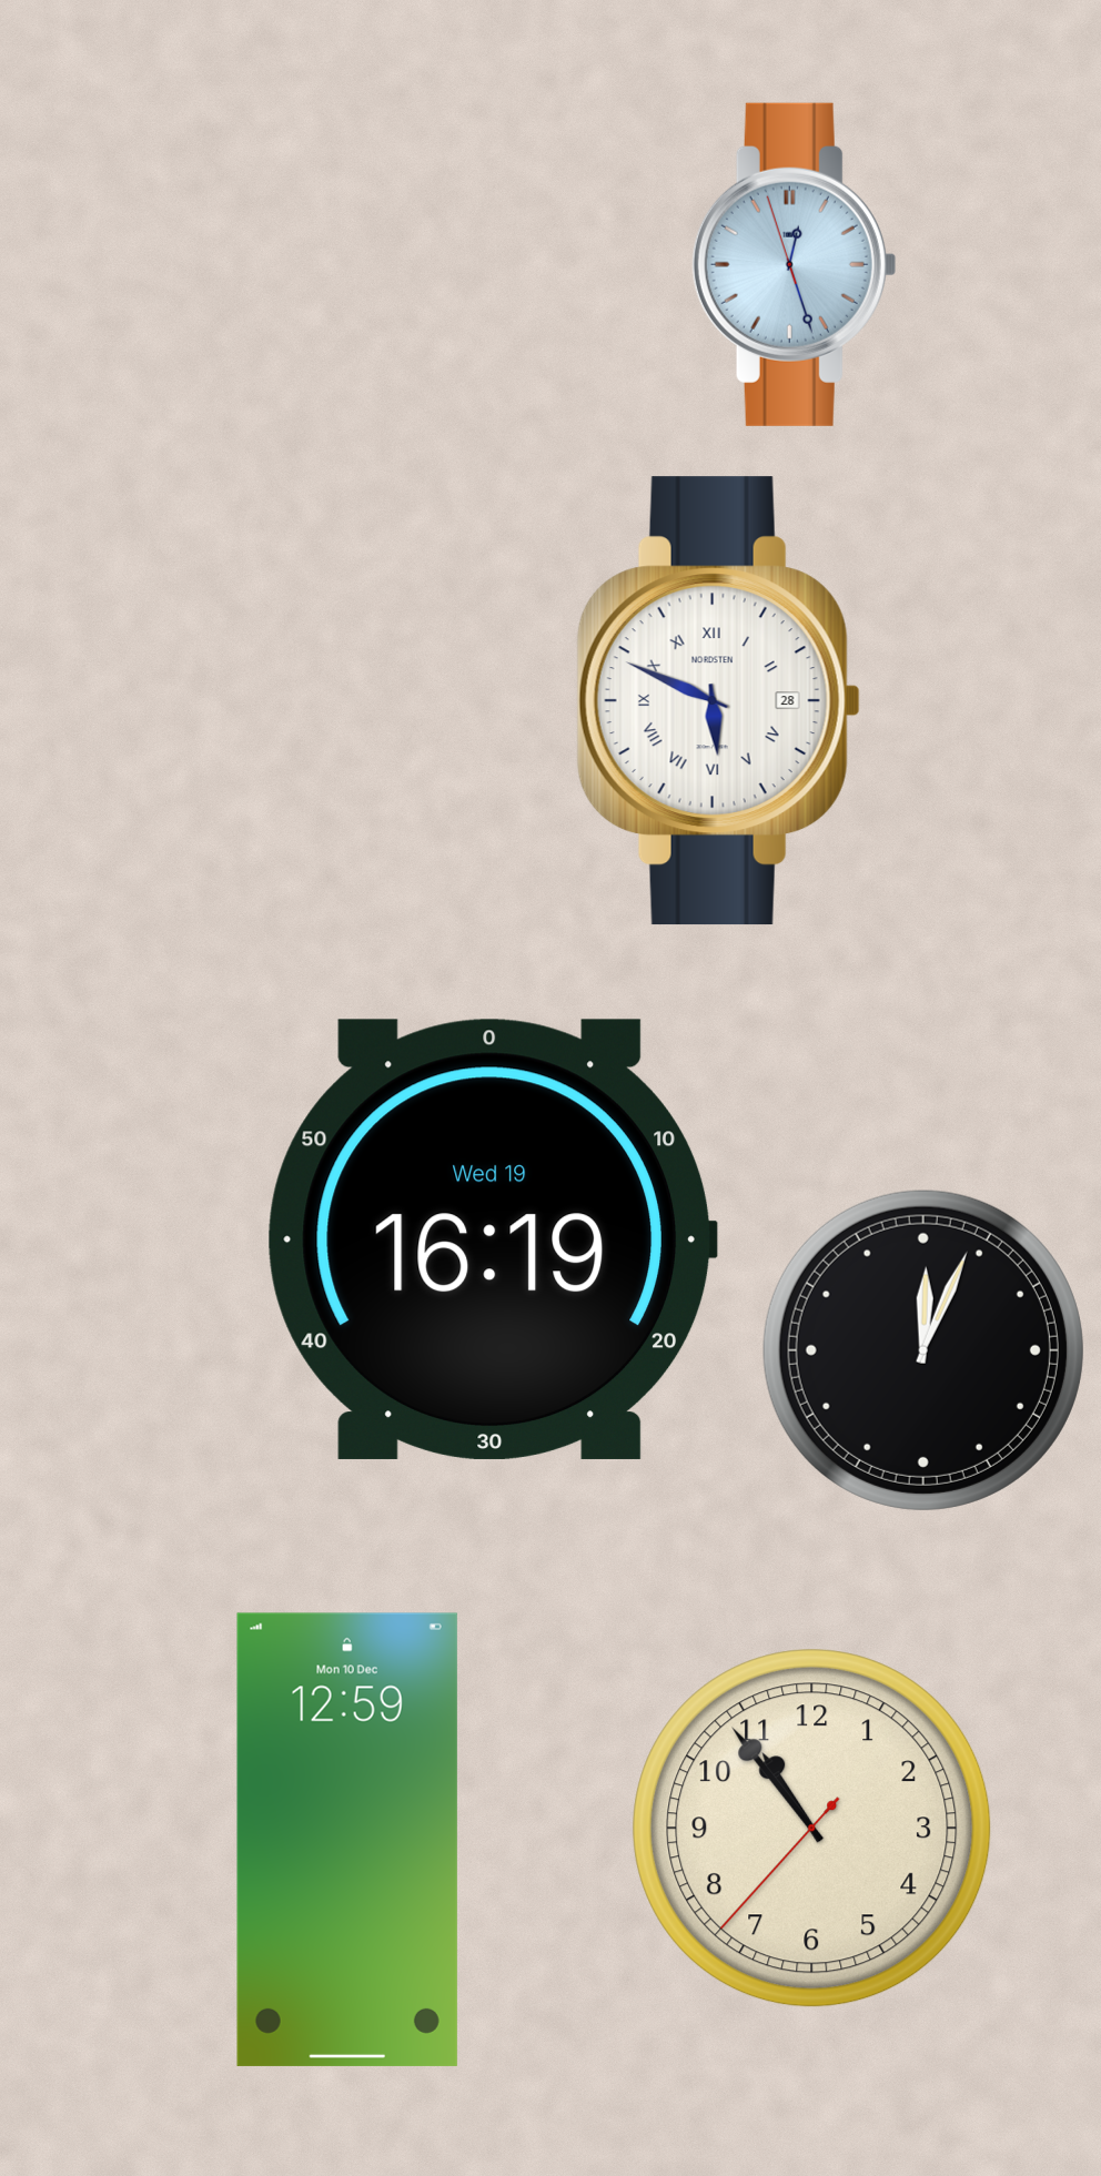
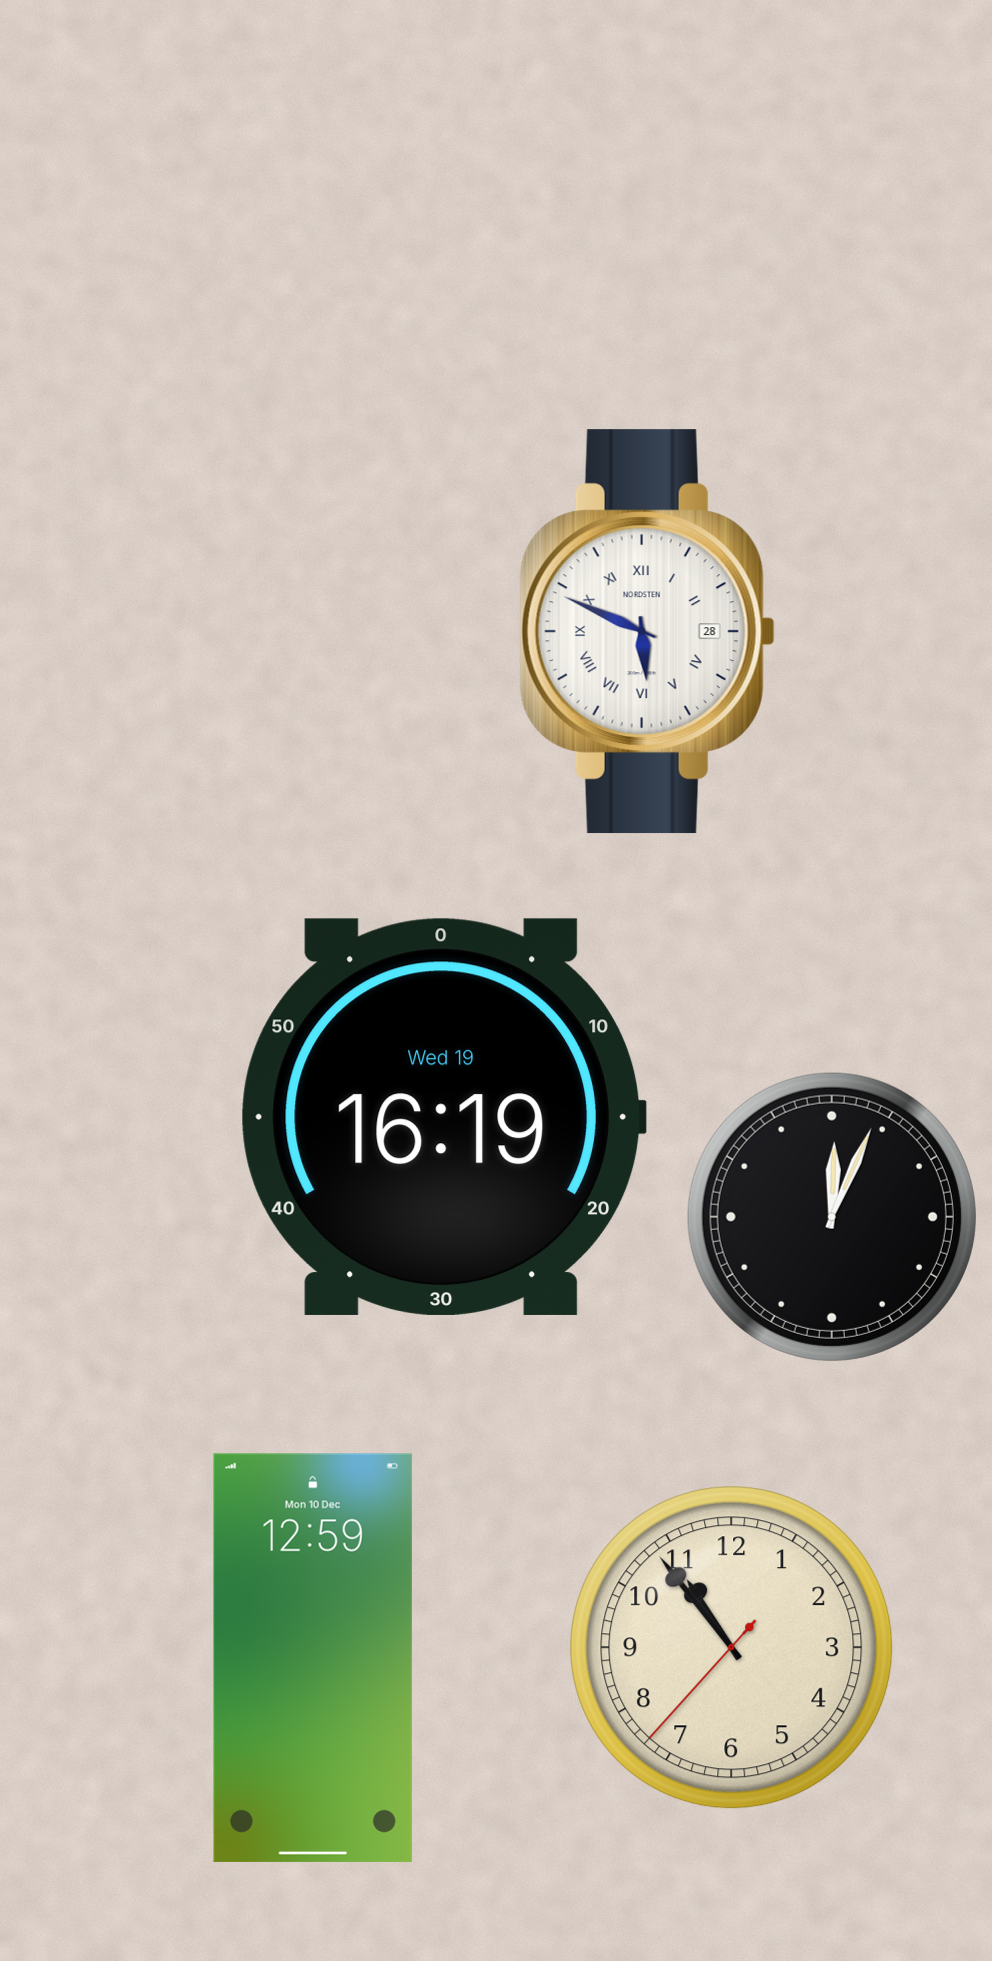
clock at (794, 264): 12:26 -> none
